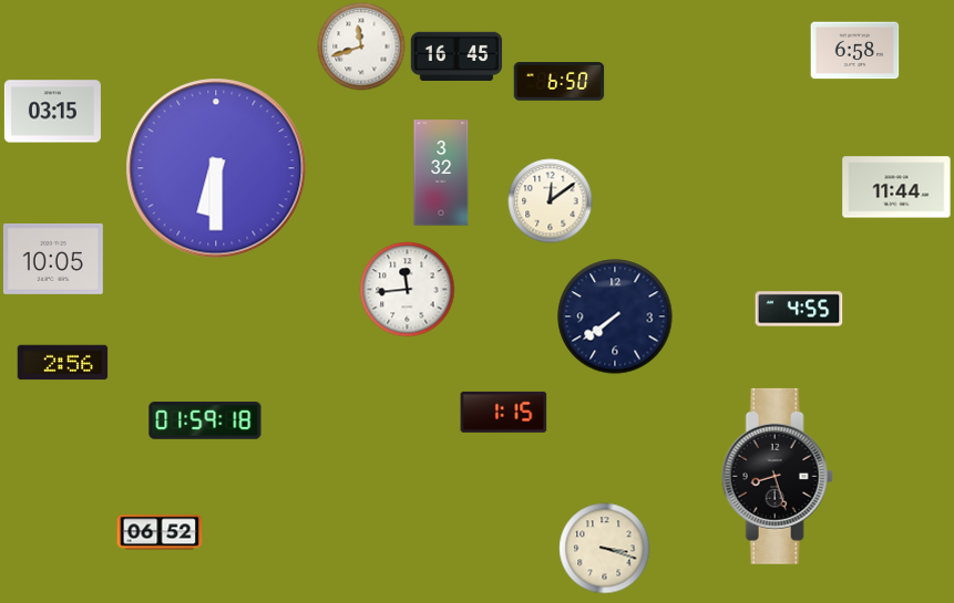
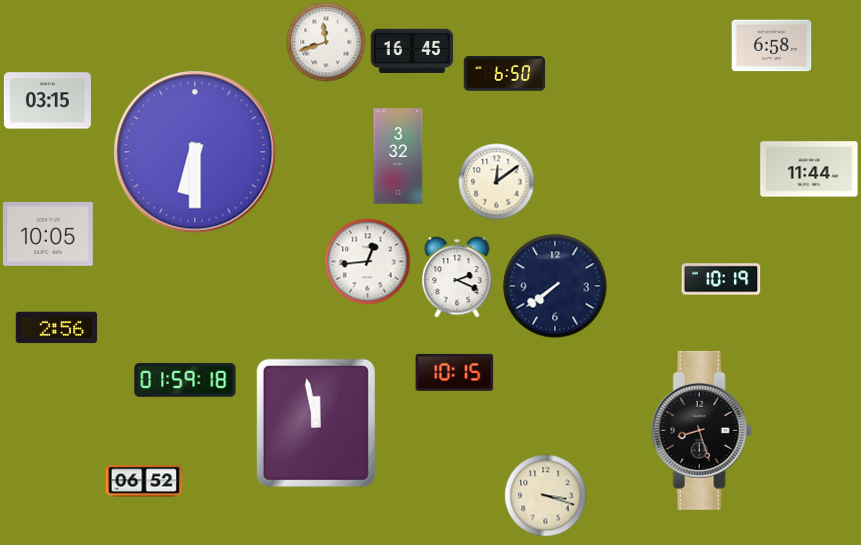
clock at (408, 290): 11:44 -> 12:44
clock at (457, 277): none -> 2:19
clock at (799, 309): 4:55 -> 10:19
clock at (504, 412): 1:15 -> 10:15
clock at (316, 423): none -> 11:58
